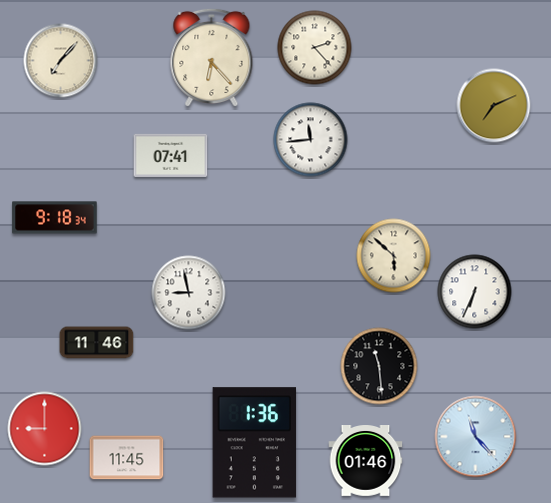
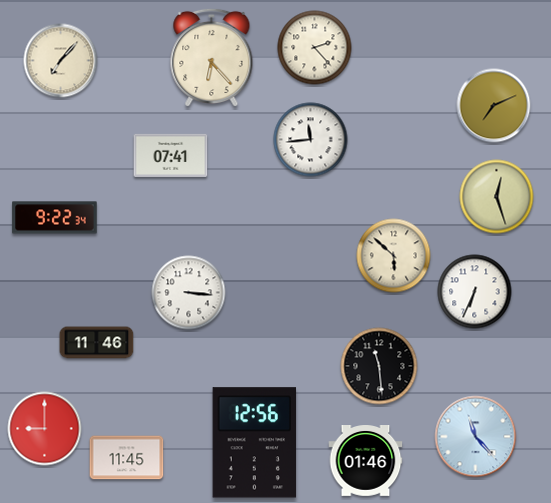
clock at (497, 197): none -> 12:27
clock at (55, 218): 9:18 -> 9:22
clock at (189, 293): 8:58 -> 3:16
clock at (255, 443): 1:36 -> 12:56
